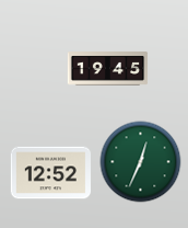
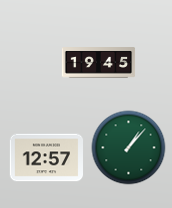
clock at (141, 162): 12:34 -> 1:07
clock at (51, 173): 12:52 -> 12:57
